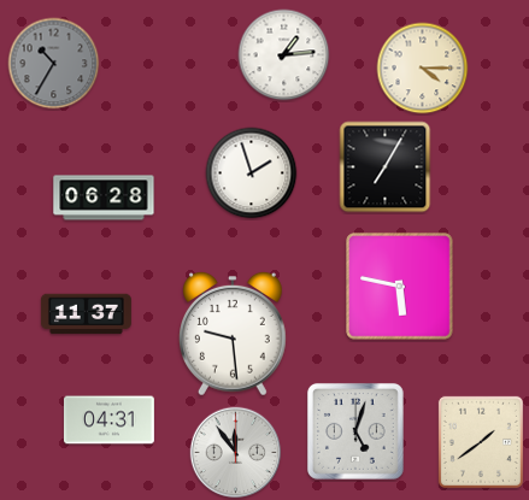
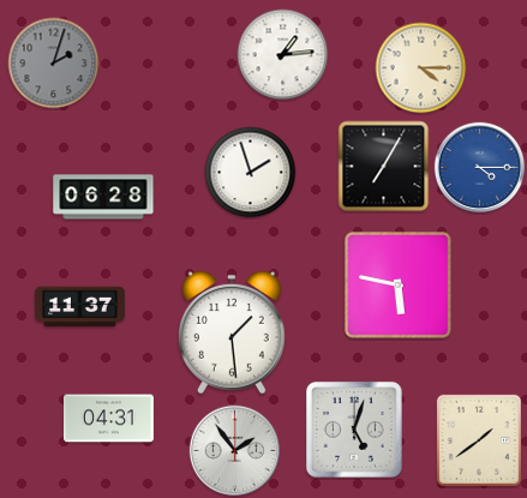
clock at (54, 64): 10:35 -> 2:03
clock at (480, 168): none -> 4:15
clock at (86, 314) position: (86, 314) -> (79, 307)
clock at (234, 334): 9:29 -> 1:29
clock at (236, 453): 11:54 -> 1:54
